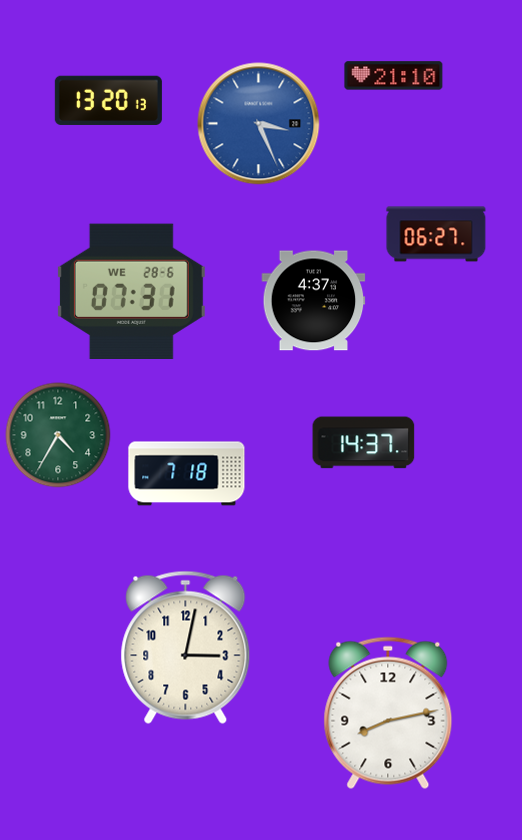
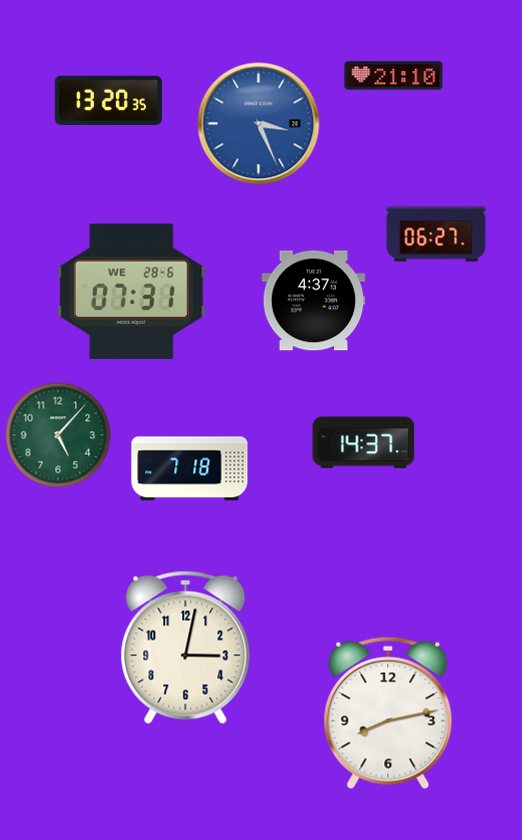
clock at (108, 100): 13:20:13 -> 13:20:35
clock at (58, 435): 4:35 -> 5:07
clock at (187, 474) position: (187, 474) -> (190, 469)
